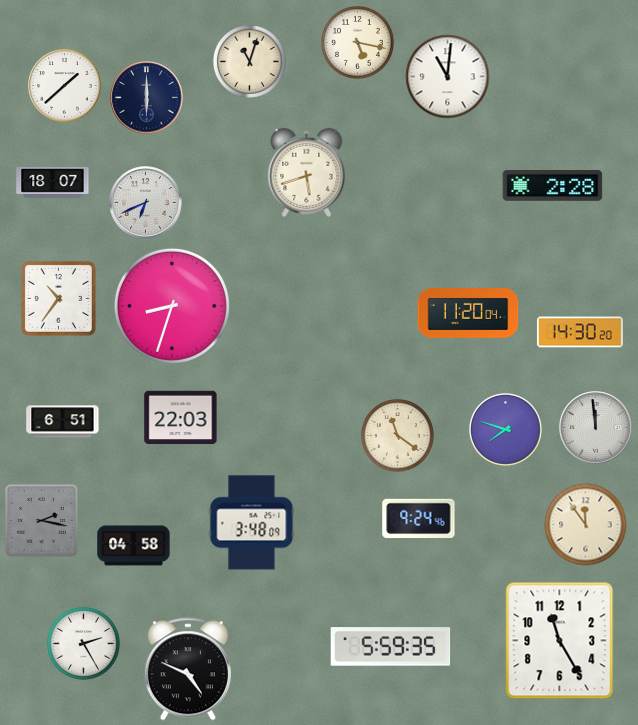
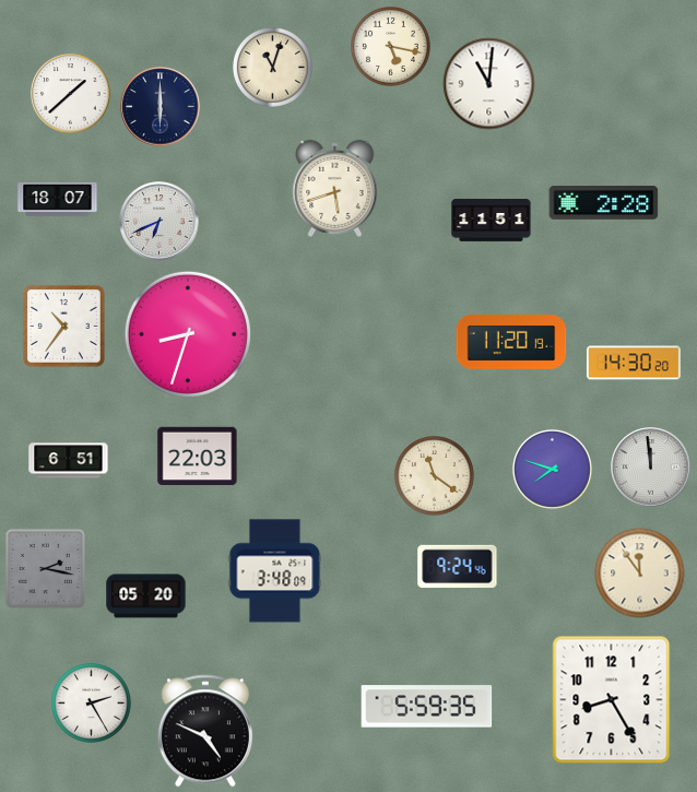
clock at (492, 220): none -> 11:51
clock at (468, 314): 11:20:04 -> 11:20:19
clock at (134, 546): 04:58 -> 05:20
clock at (560, 641): 11:25 -> 8:25
